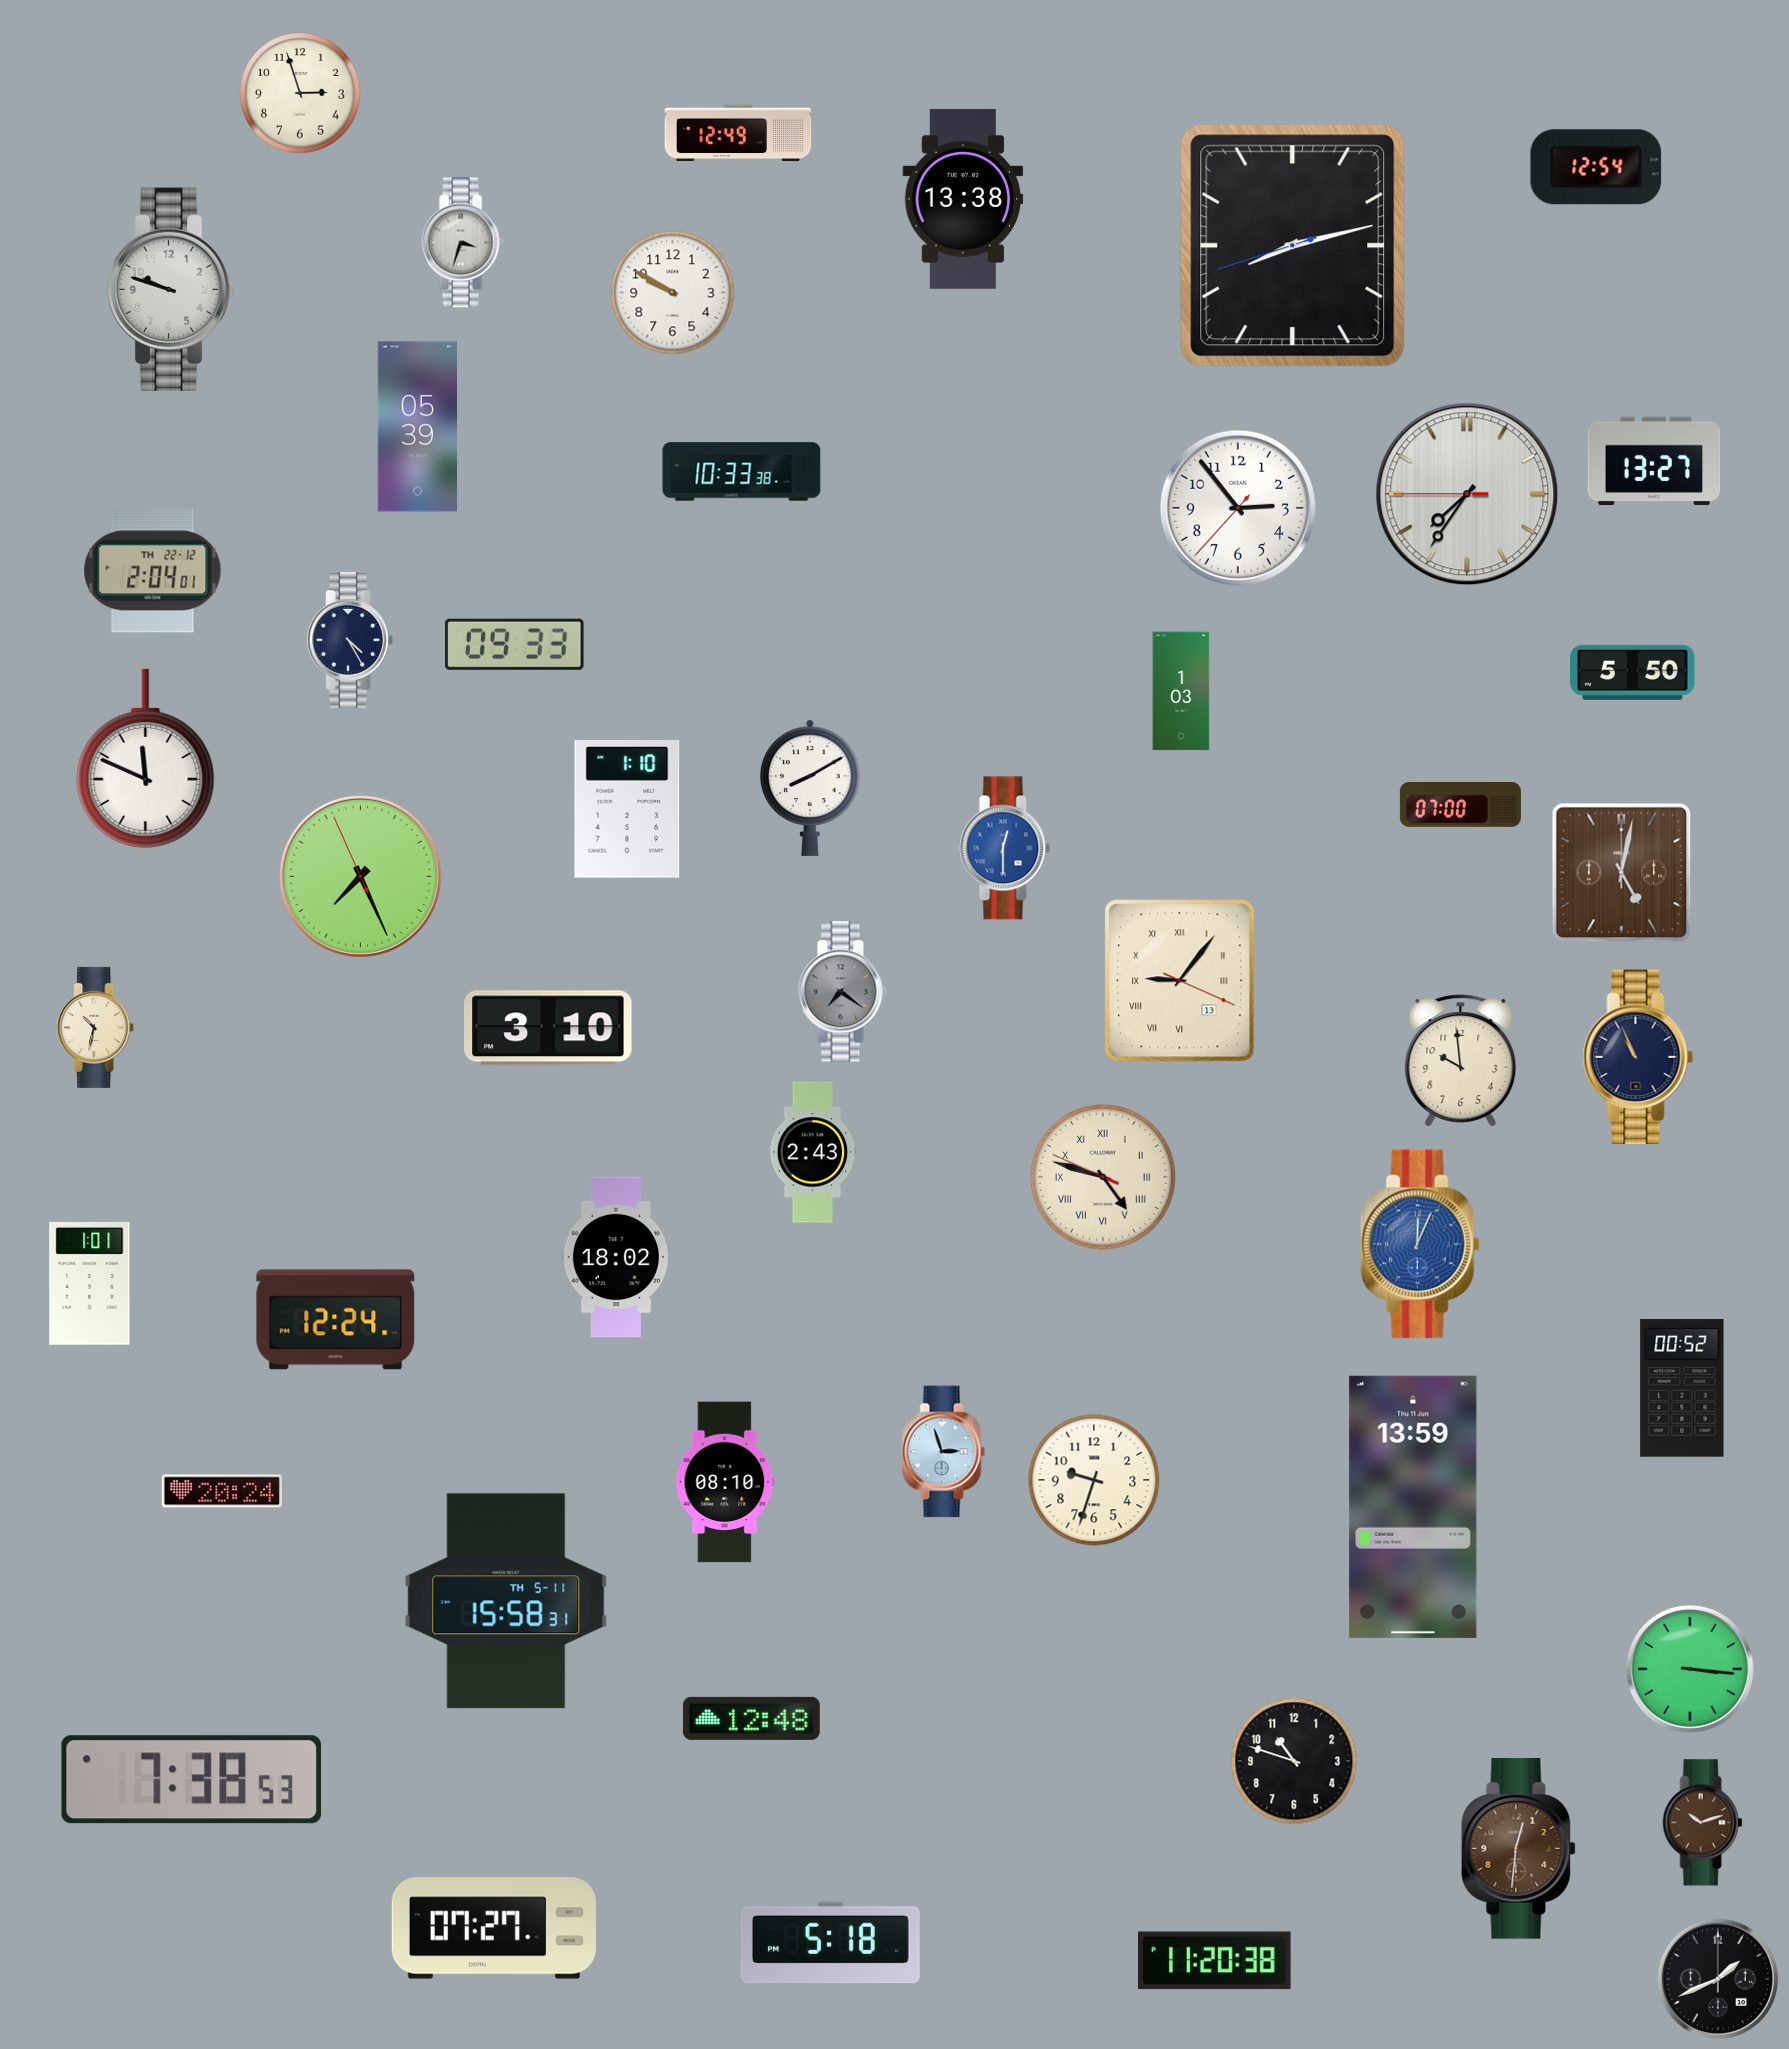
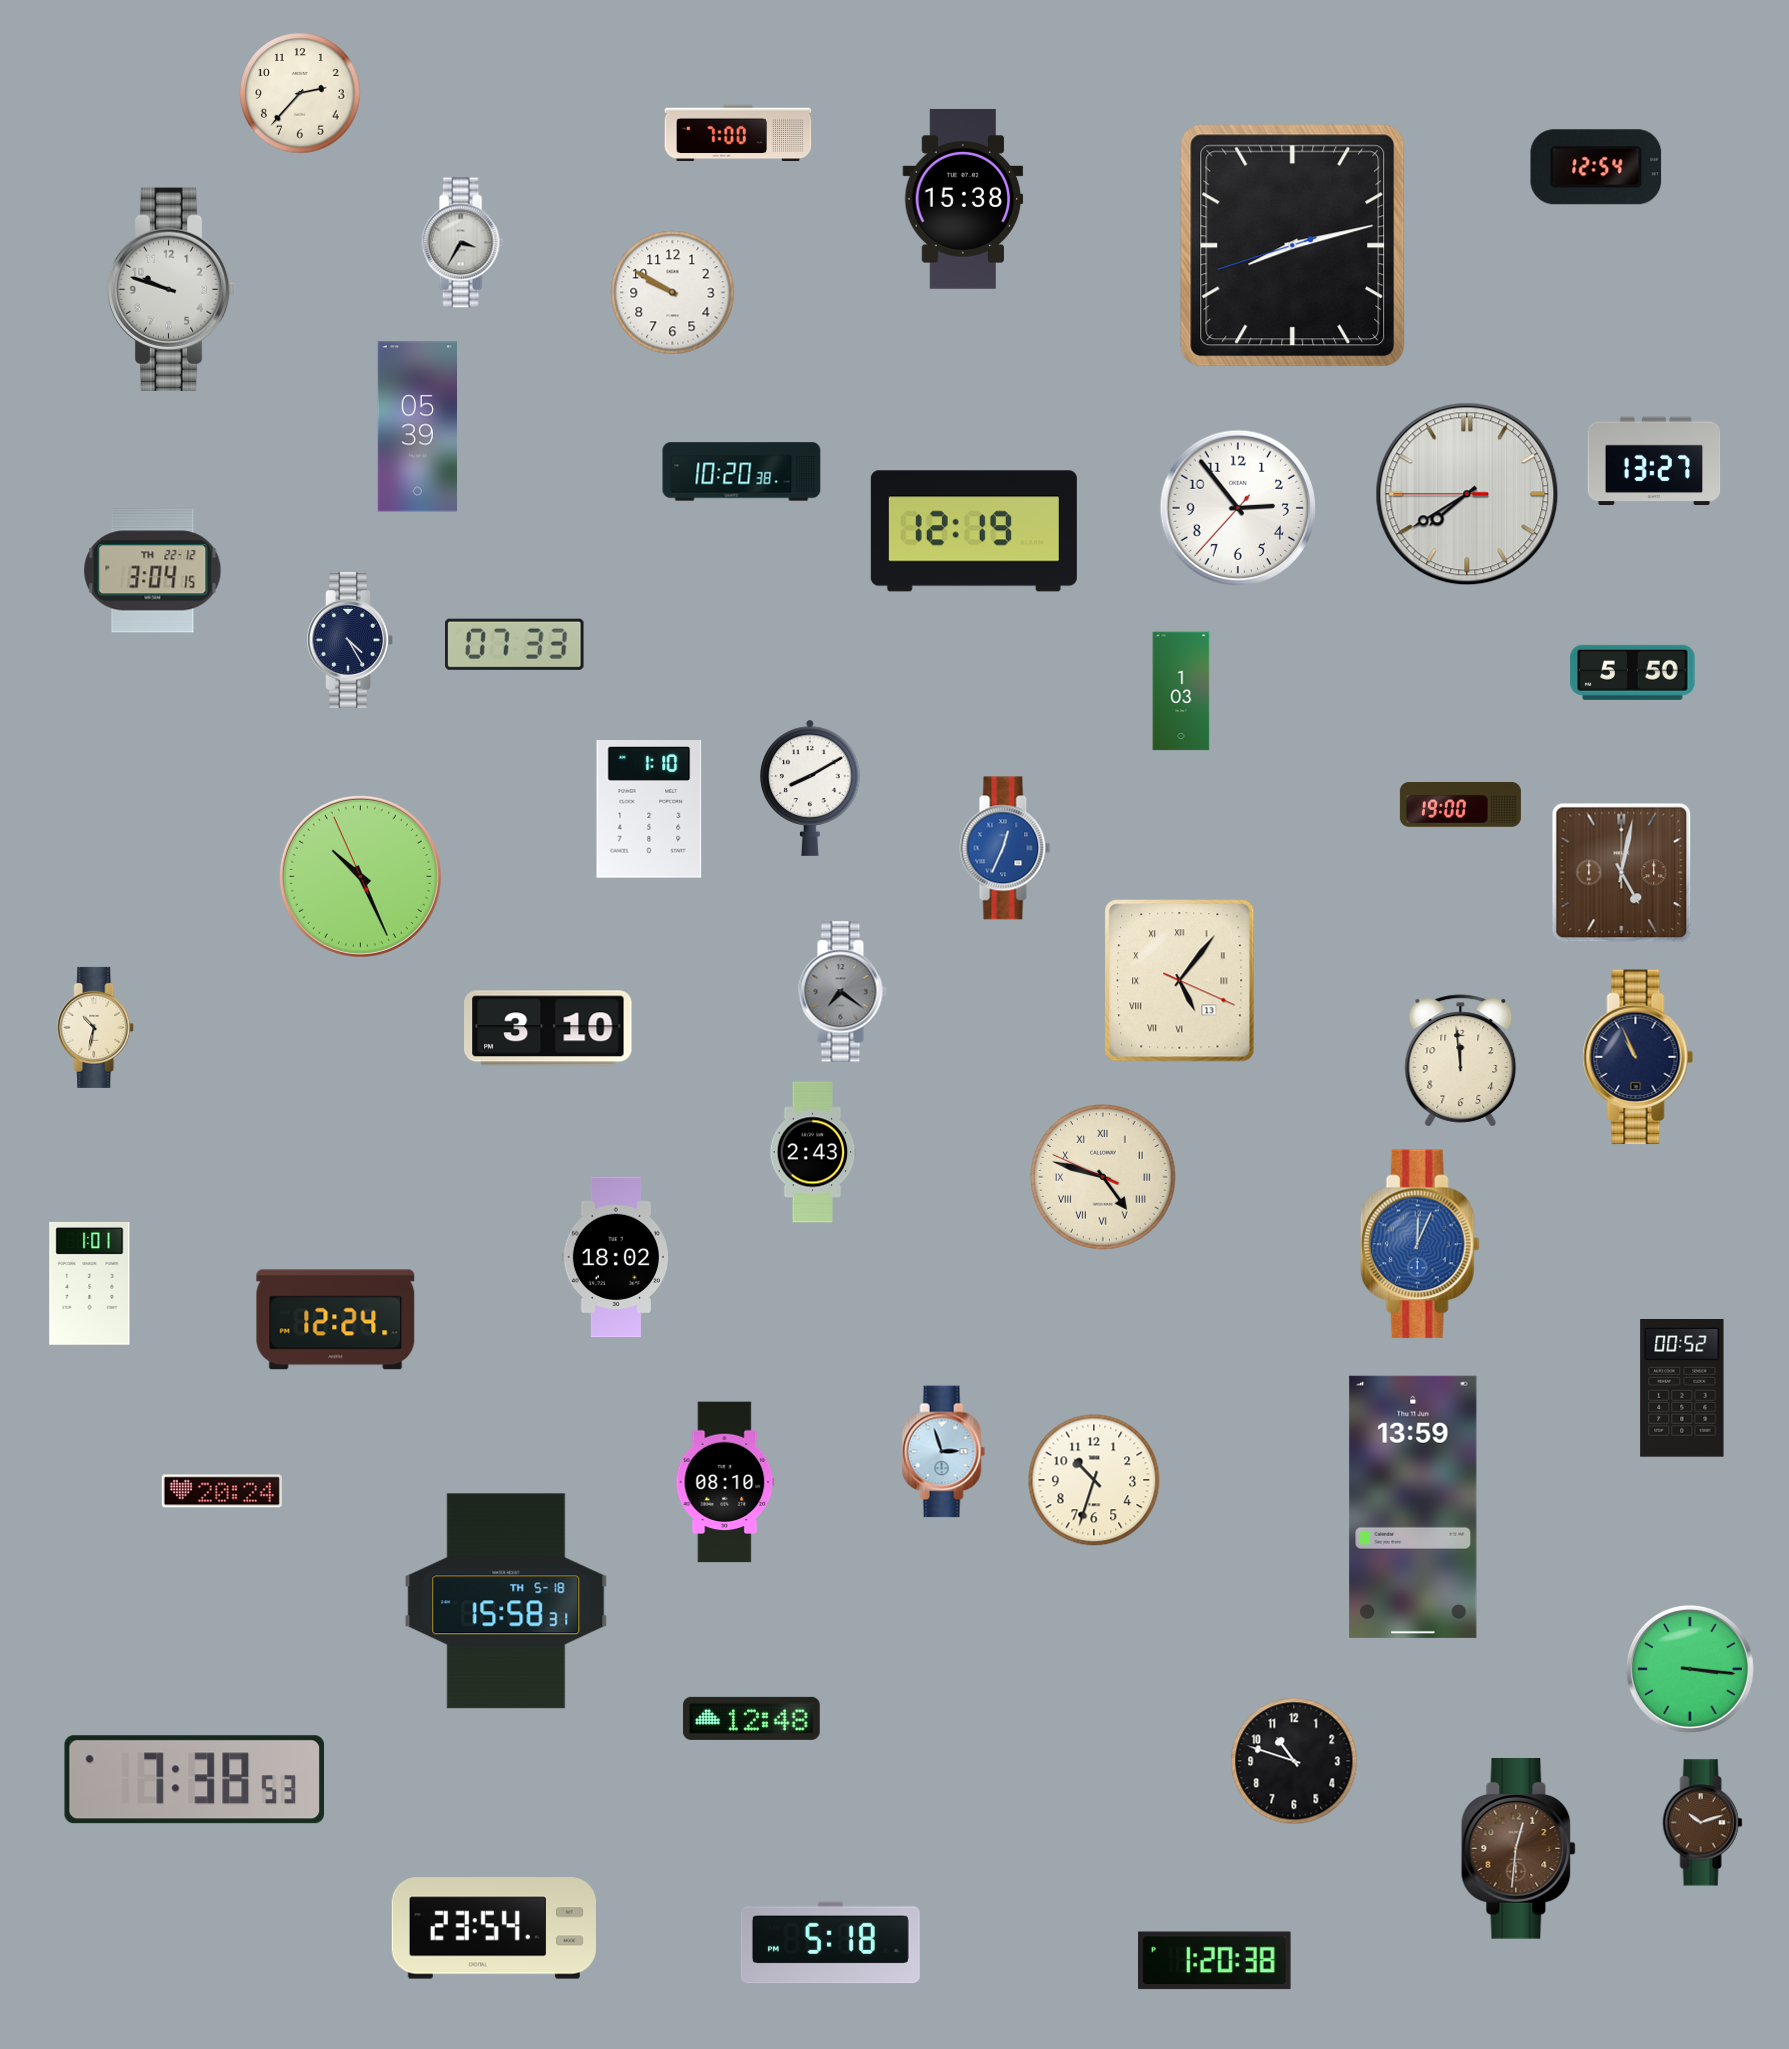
clock at (300, 93): 2:57 -> 2:37
clock at (738, 133): 12:49 -> 7:00
clock at (963, 199): 13:38 -> 15:38
clock at (462, 243): 3:33 -> 3:35
clock at (742, 472): 10:33 -> 10:20
clock at (1467, 494): 7:35 -> 7:39
clock at (974, 531): none -> 12:19
clock at (153, 571): 2:04 -> 3:04
clock at (515, 644): 09:33 -> 07:33
clock at (146, 758): 11:49 -> none
clock at (1460, 805): 07:00 -> 19:00
clock at (627, 810) position: (627, 810) -> (649, 810)
clock at (1005, 848): 12:30 -> 12:34
clock at (360, 876): 7:25 -> 10:25
clock at (1180, 981): 9:06 -> 5:06
clock at (1461, 1061): 9:59 -> 11:59
clock at (1094, 1480): 9:33 -> 10:33
clock at (506, 1601) date: TH 5-11 -> TH 5-18
clock at (191, 1780) position: (191, 1780) -> (194, 1780)
clock at (494, 1928): 07:27 -> 23:54
clock at (1215, 1961): 11:20 -> 1:20
clock at (1717, 1978): 1:41 -> none
